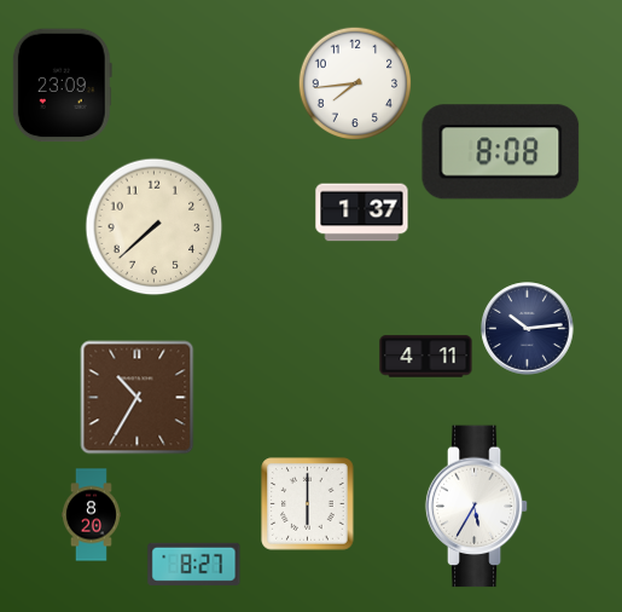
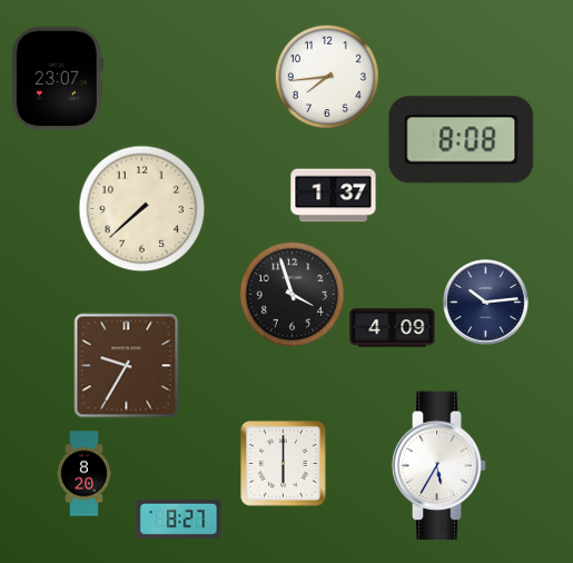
clock at (62, 86): 23:09 -> 23:07
clock at (292, 294): none -> 3:57
clock at (426, 357): 4:11 -> 4:09
clock at (138, 398): 10:35 -> 9:35
